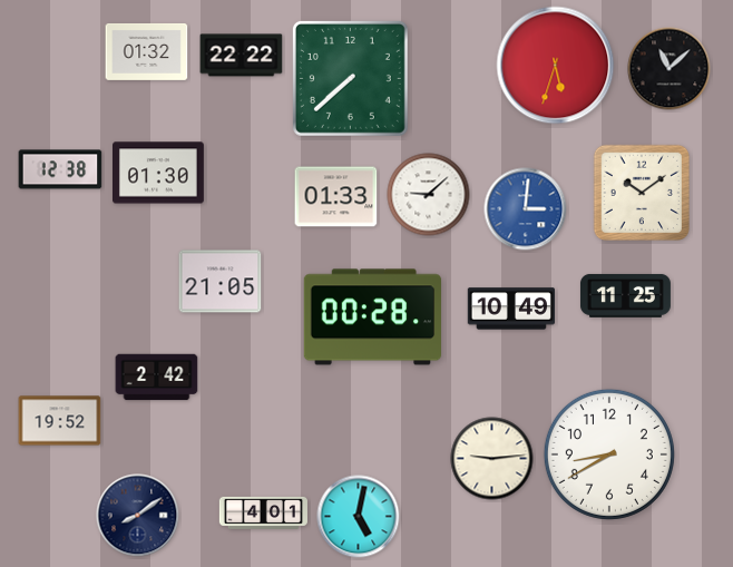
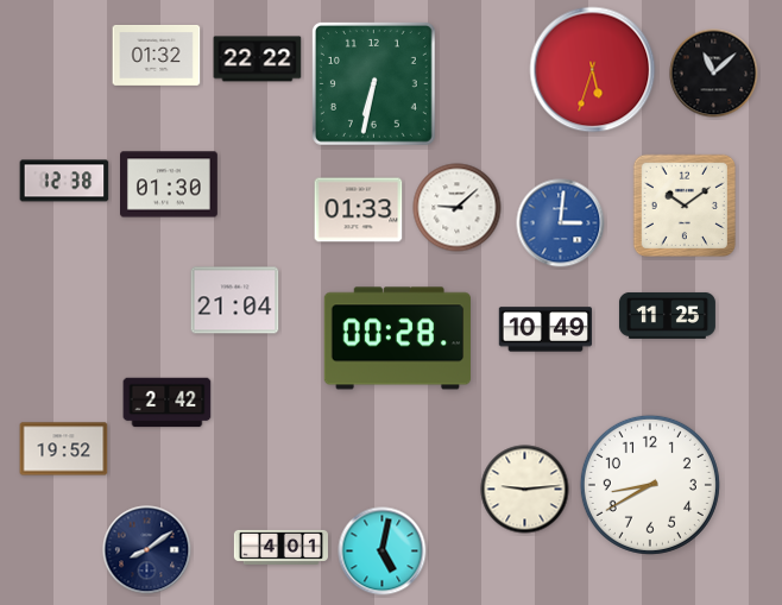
clock at (350, 78): 7:38 -> 6:32
clock at (221, 282): 21:05 -> 21:04
